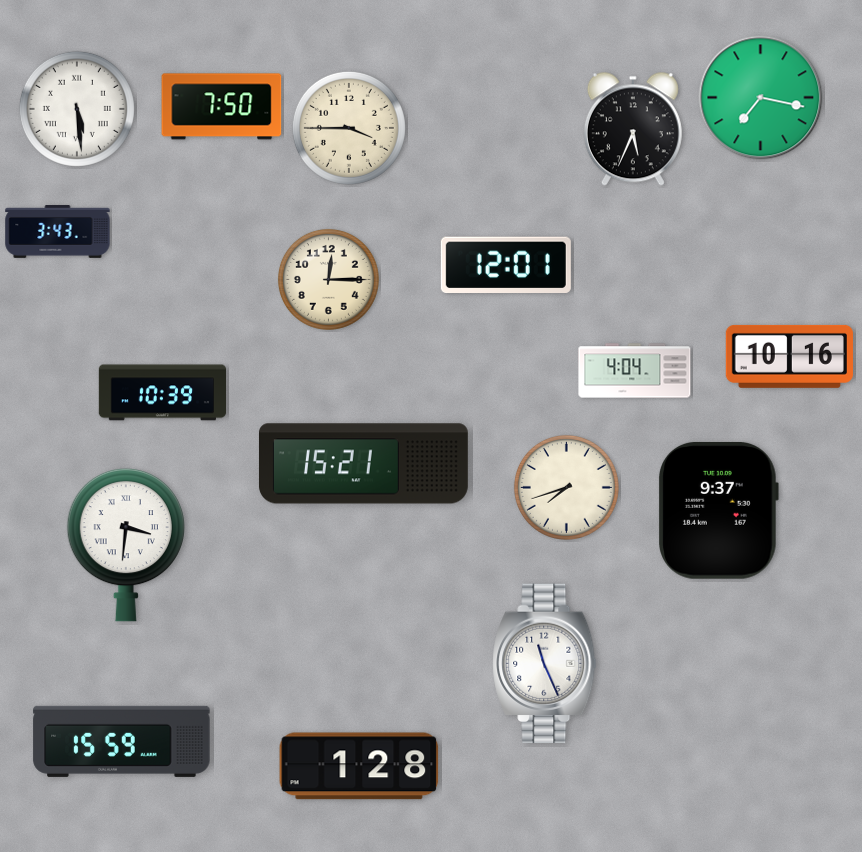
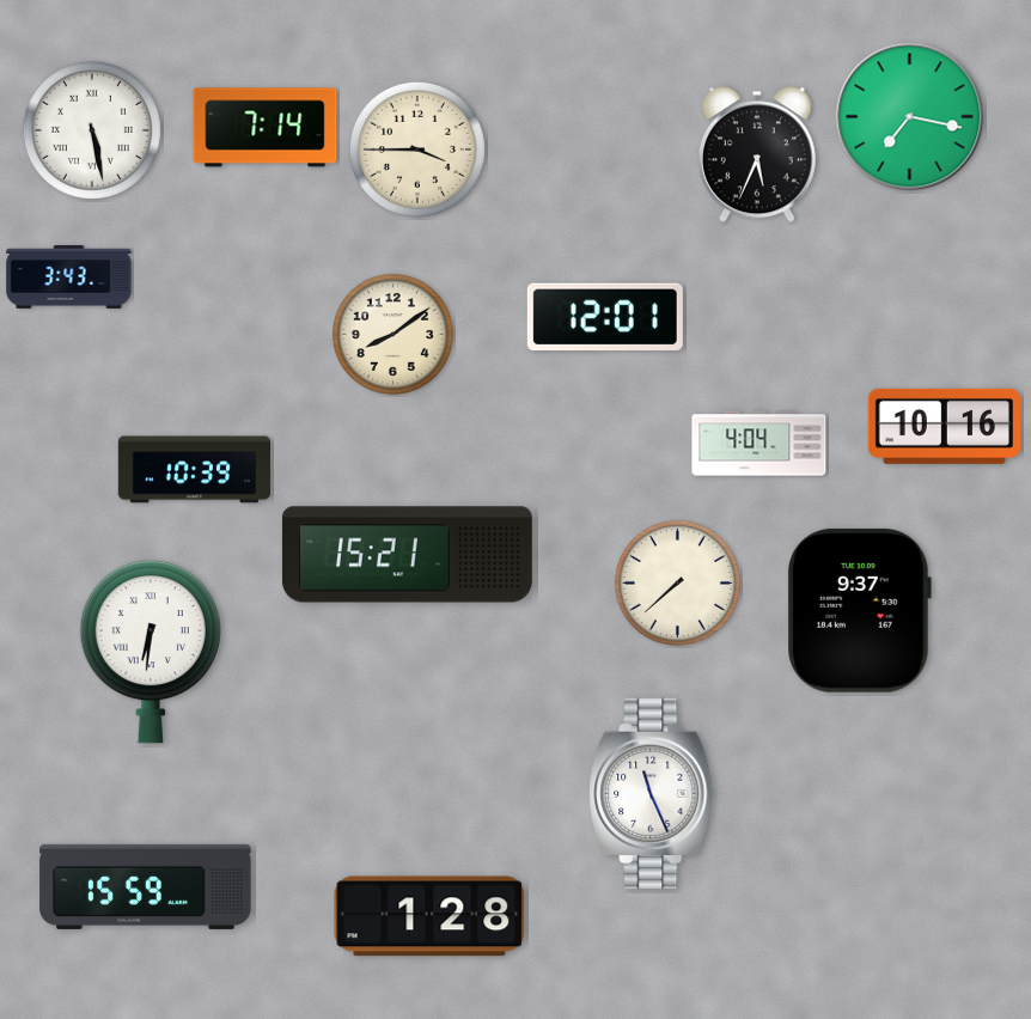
clock at (222, 107): 7:50 -> 7:14
clock at (77, 109): 5:29 -> 5:28
clock at (349, 128) position: (349, 128) -> (417, 150)
clock at (328, 279): 12:15 -> 8:09
clock at (363, 464) position: (363, 464) -> (407, 555)
clock at (566, 487): 7:42 -> 7:38
clock at (126, 545): 3:31 -> 6:31
